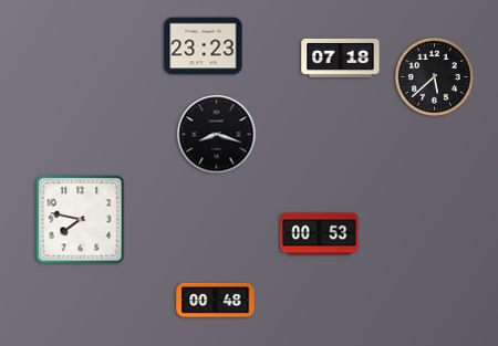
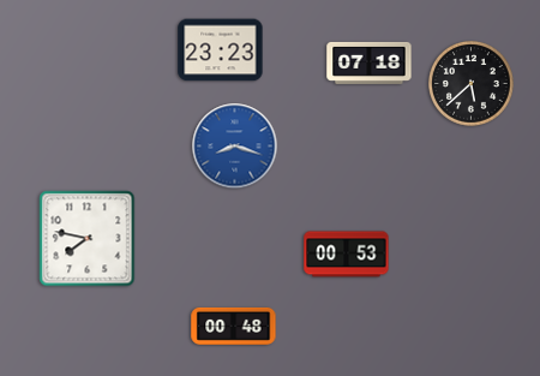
clock at (217, 135) dial: black -> blue
